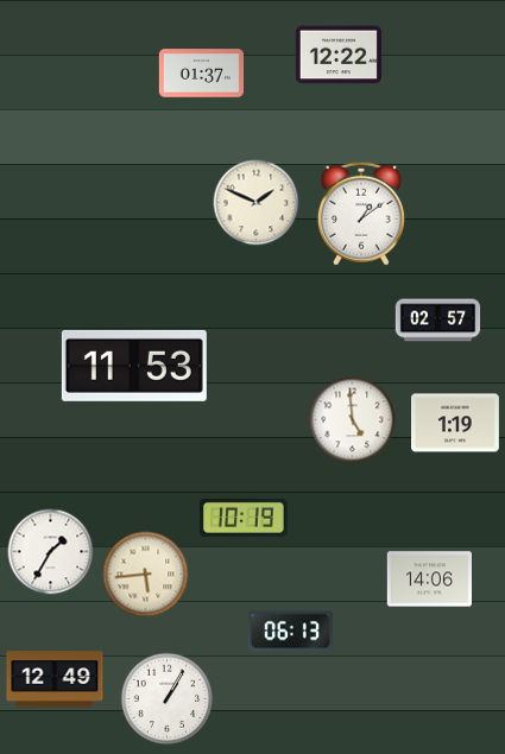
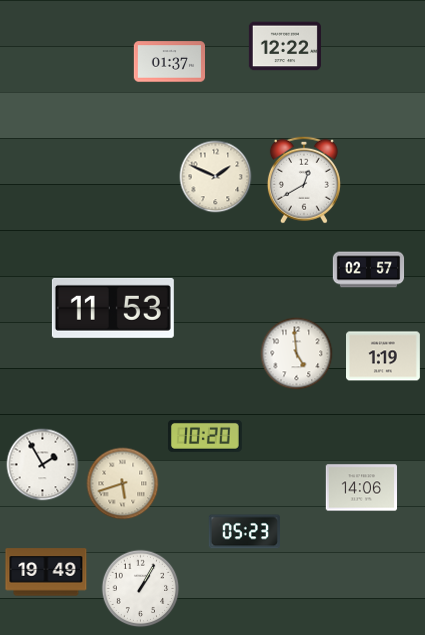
clock at (257, 203) position: (257, 203) -> (216, 177)
clock at (361, 214): 1:09 -> 12:40
clock at (244, 518): 10:19 -> 10:20
clock at (51, 552): 1:35 -> 1:55
clock at (146, 575): 5:44 -> 5:42
clock at (290, 632): 06:13 -> 05:23
clock at (55, 679): 12:49 -> 19:49
